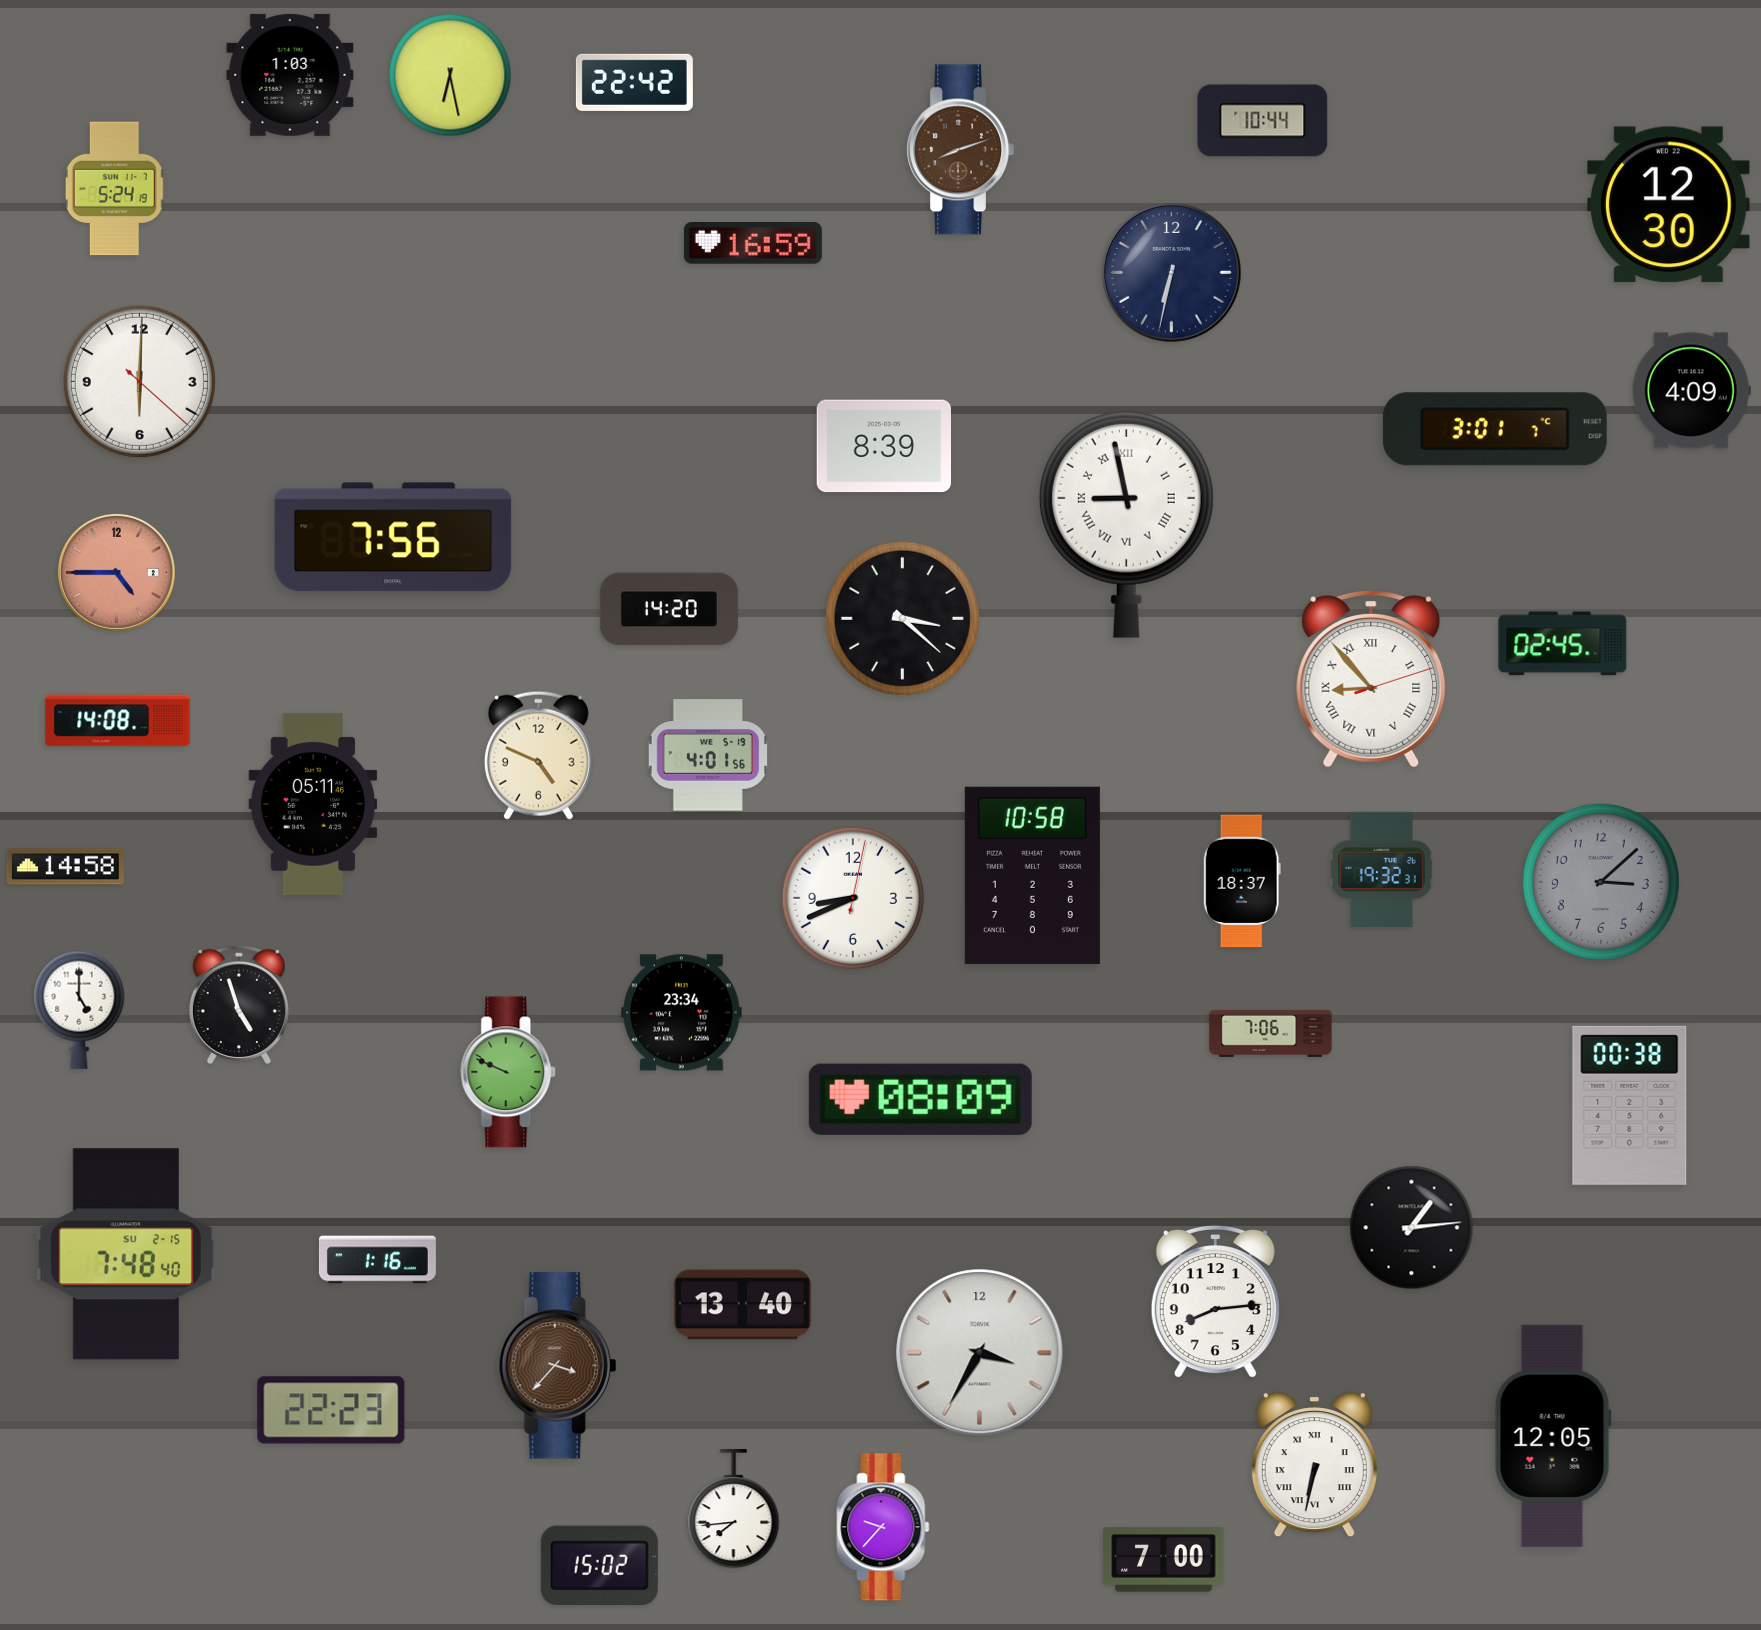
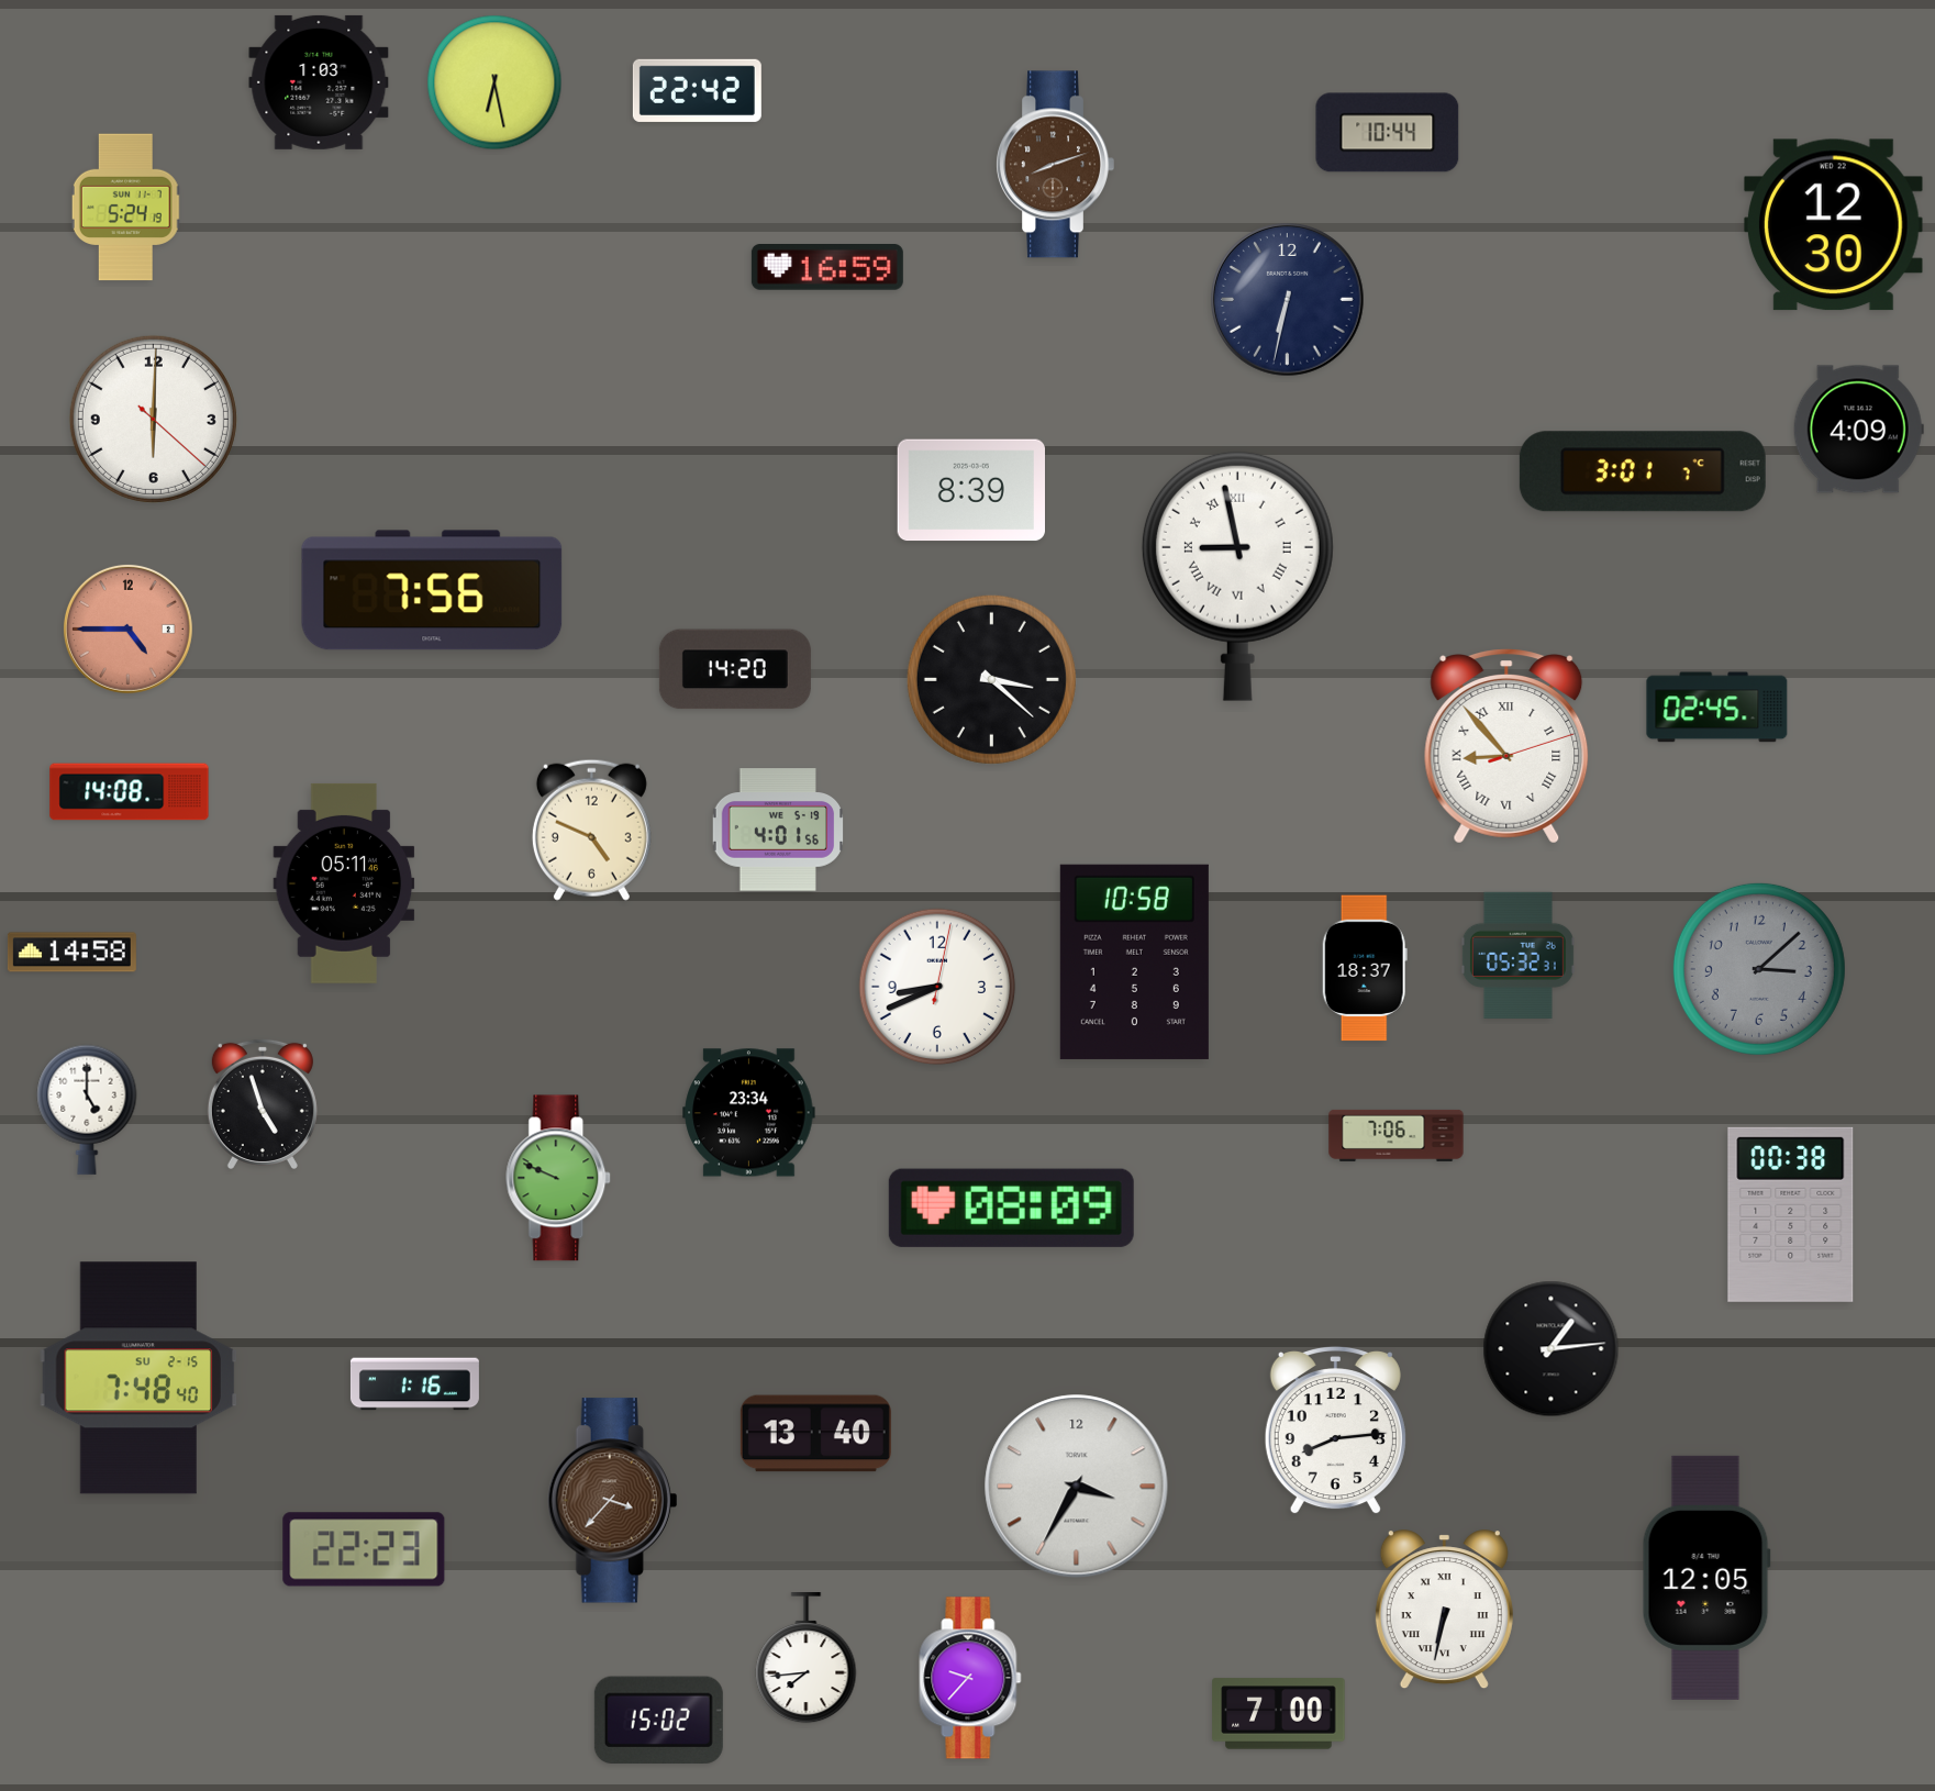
clock at (1381, 869): 19:32 -> 05:32
